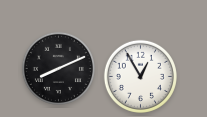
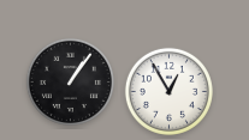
clock at (58, 68): 8:11 -> 1:06
